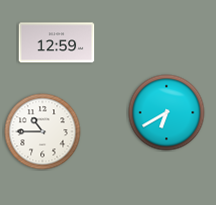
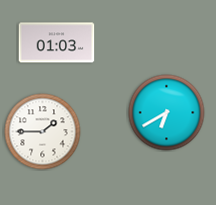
clock at (57, 43): 12:59 -> 01:03
clock at (43, 132): 10:45 -> 1:45
